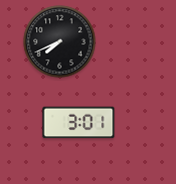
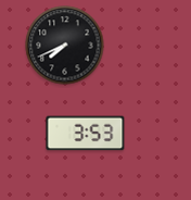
clock at (79, 123): 3:01 -> 3:53
